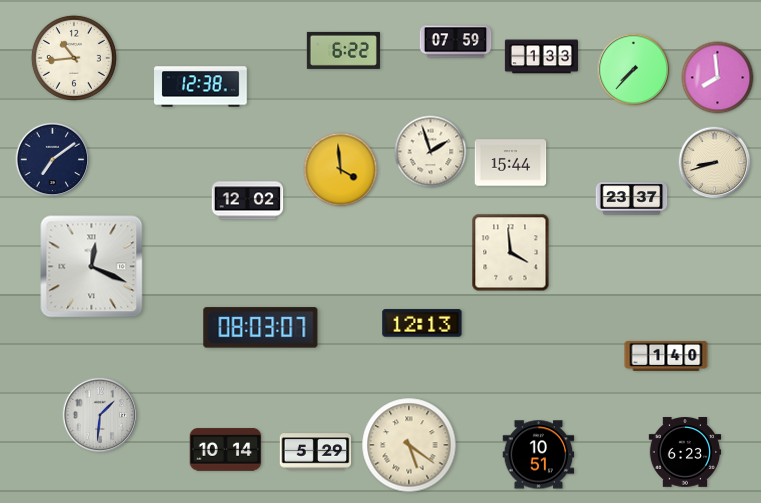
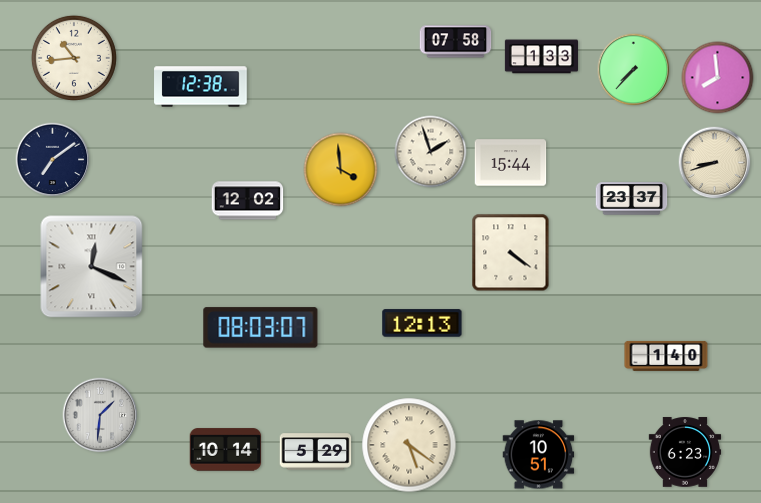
clock at (456, 42): 07:59 -> 07:58
clock at (343, 50): 6:22 -> none
clock at (511, 253): 3:59 -> 4:21
